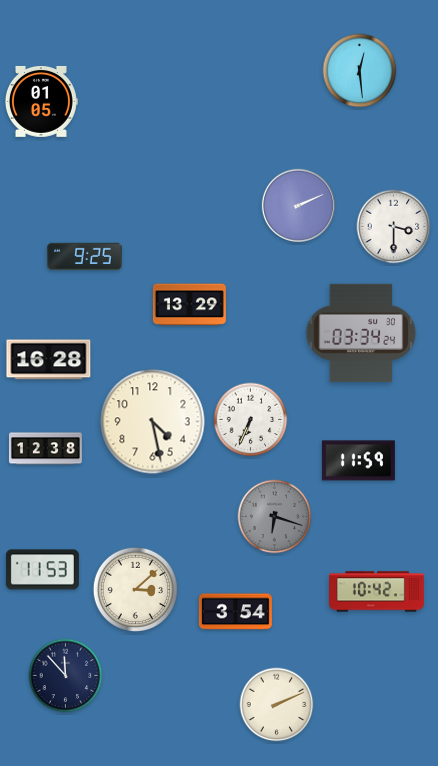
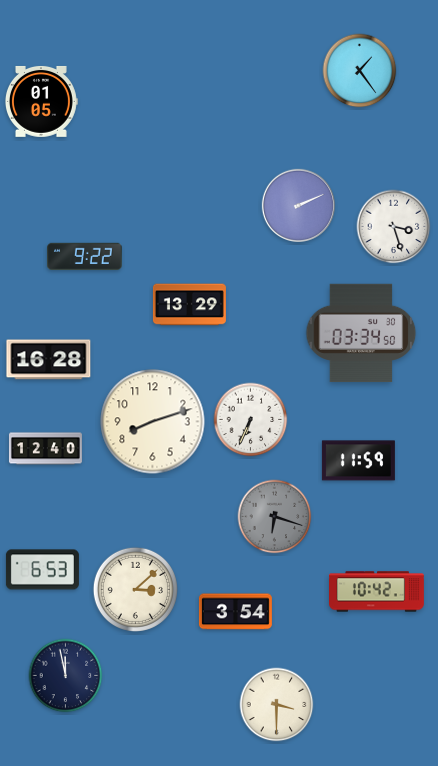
clock at (360, 71): 12:29 -> 1:24
clock at (394, 227): 3:30 -> 3:27
clock at (85, 257): 9:25 -> 9:22
clock at (361, 333): 03:34:24 -> 03:34:50
clock at (153, 422): 4:28 -> 8:12
clock at (45, 449): 12:38 -> 12:40
clock at (42, 570): 11:53 -> 6:53
clock at (66, 676): 11:53 -> 11:58
clock at (277, 705): 2:11 -> 3:30
